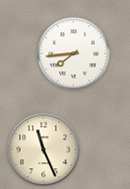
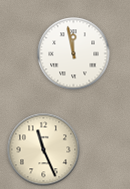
clock at (74, 54): 7:44 -> 11:58
